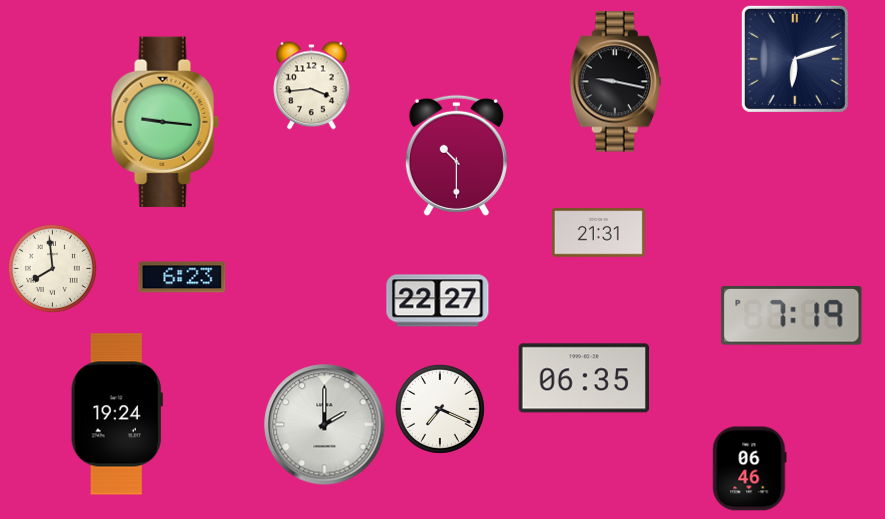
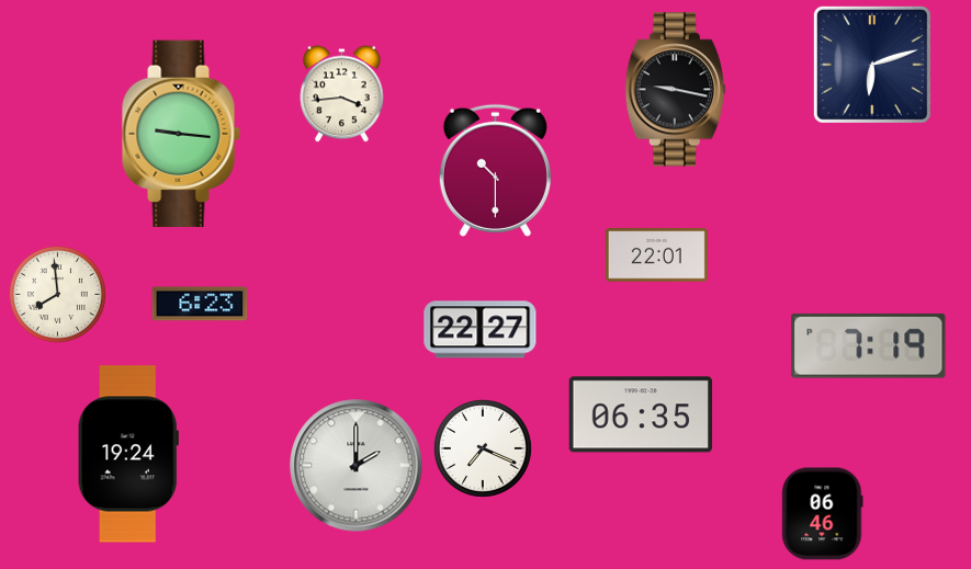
clock at (456, 155) position: (456, 155) -> (495, 170)
clock at (598, 233): 21:31 -> 22:01
